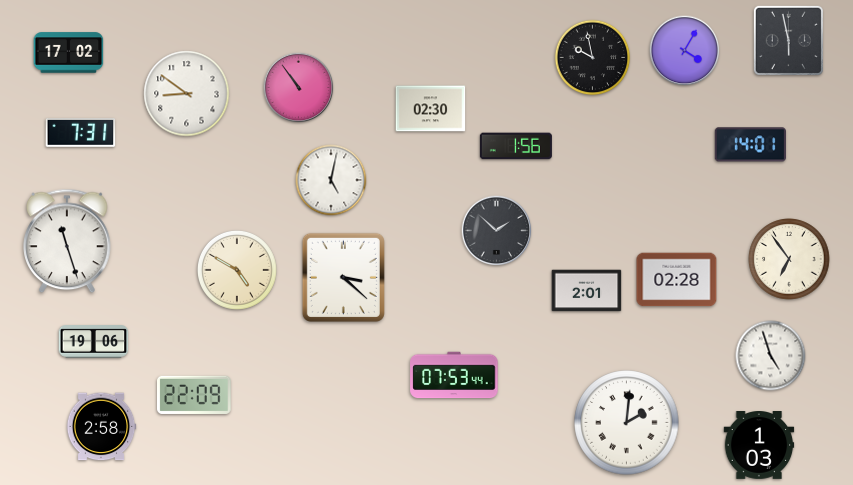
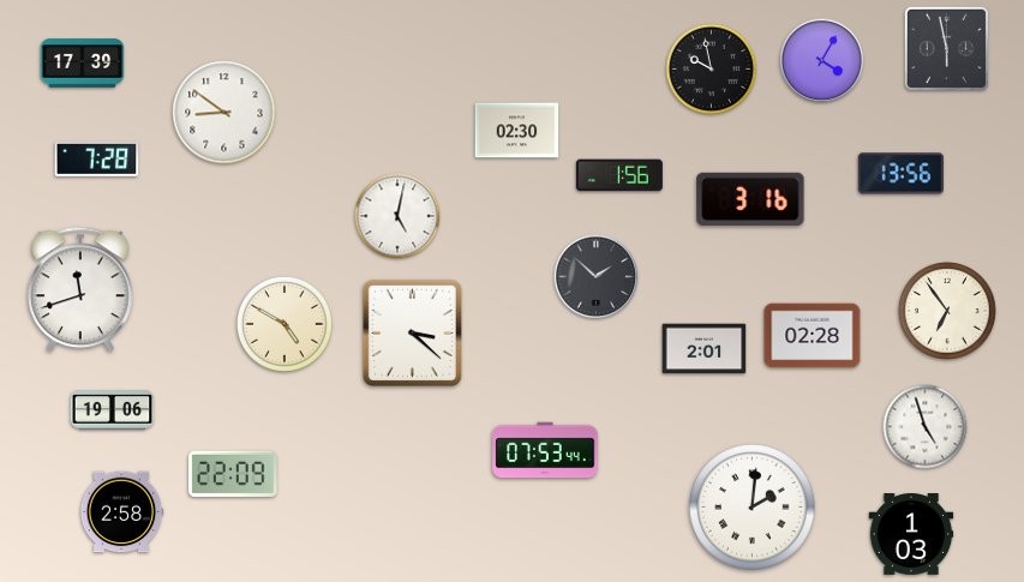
clock at (69, 53): 17:02 -> 17:39
clock at (299, 88): 10:54 -> none
clock at (81, 133): 7:31 -> 7:28
clock at (750, 145): 14:01 -> 13:56
clock at (750, 199): none -> 3:16
clock at (67, 241): 11:27 -> 11:42
